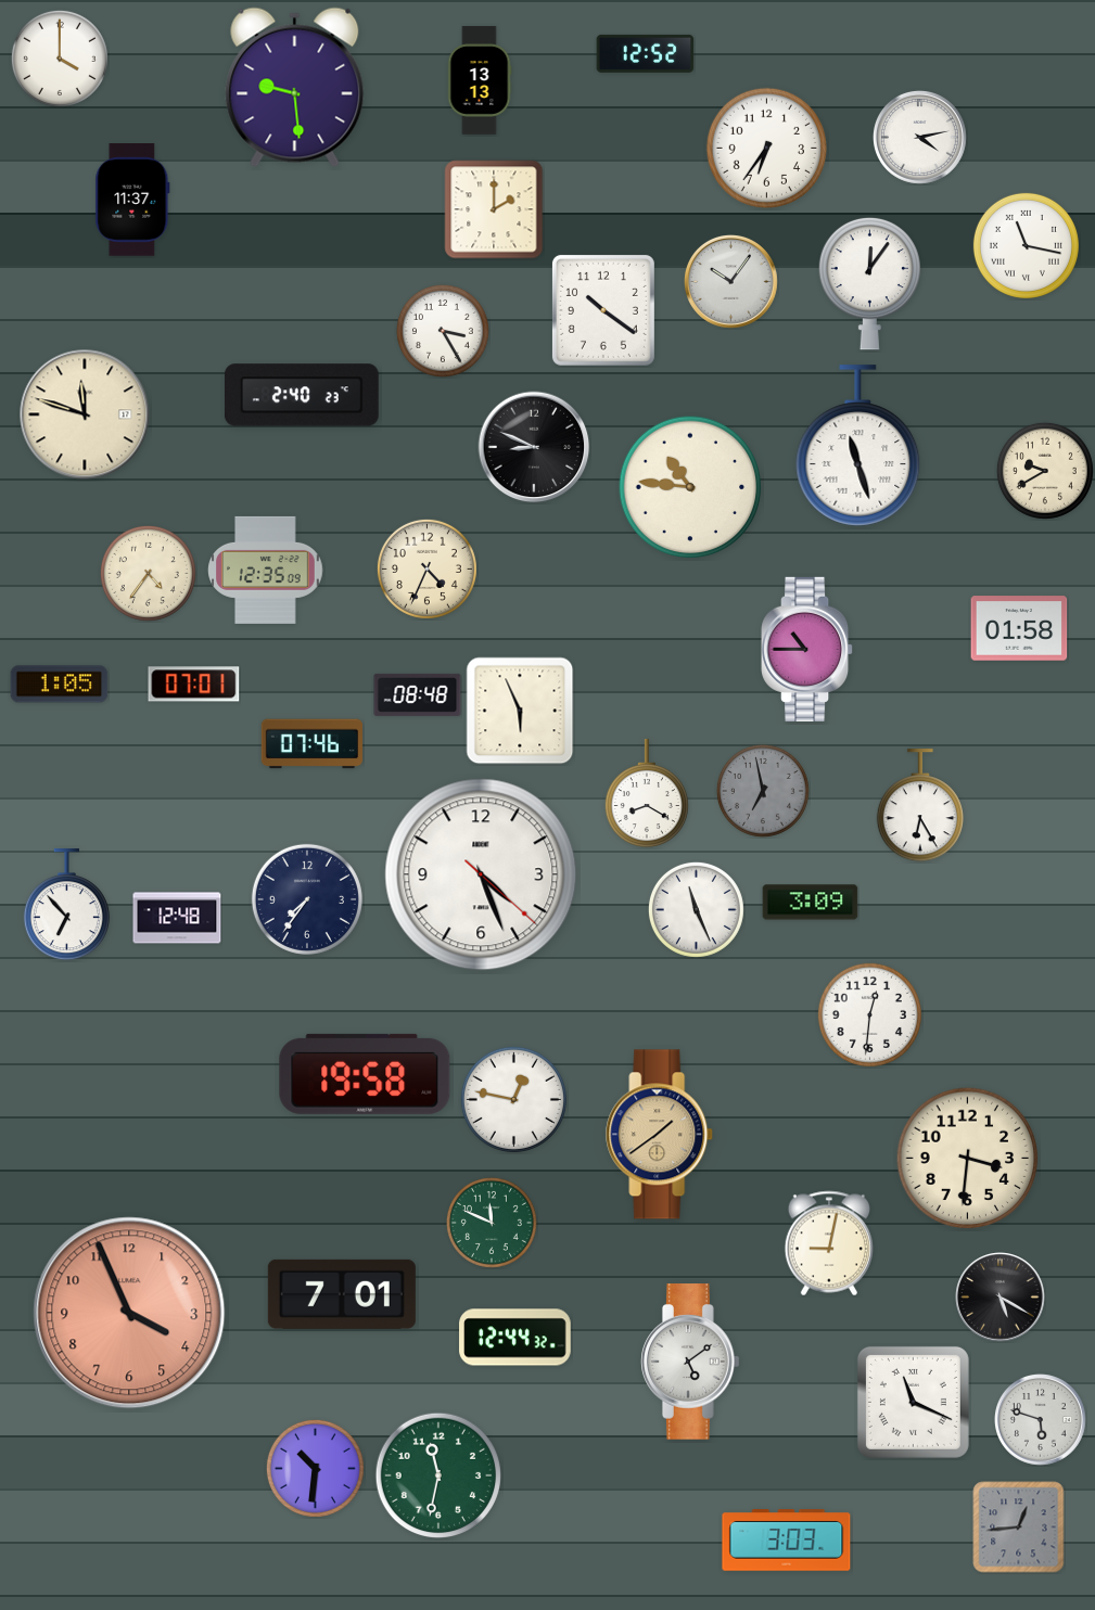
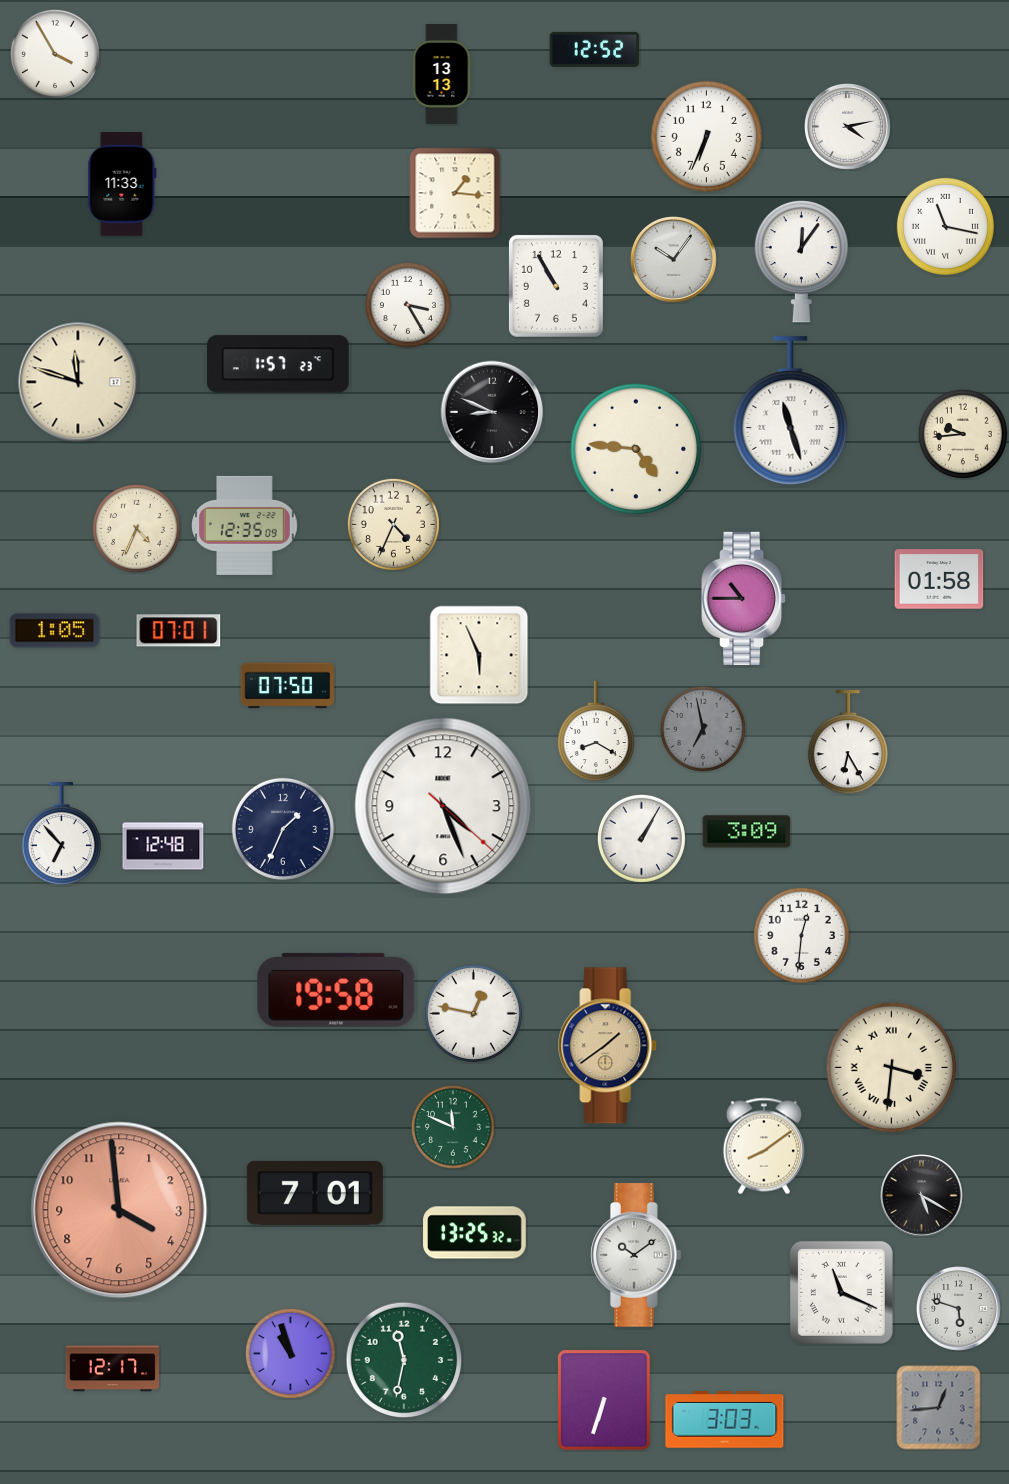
clock at (60, 59): 4:00 -> 3:55
clock at (295, 88): 9:29 -> none
clock at (766, 148): 6:36 -> 6:34
clock at (132, 200): 11:37 -> 11:33
clock at (494, 209): 2:00 -> 1:16
clock at (603, 310): 10:21 -> 10:55
clock at (302, 395): 2:40 -> 1:57
clock at (1045, 471): 9:40 -> 9:44
clock at (690, 487): 10:46 -> 4:46
clock at (148, 573): 4:36 -> 4:34
clock at (418, 694): 08:48 -> none
clock at (313, 744): 07:46 -> 07:50
clock at (307, 899): 7:36 -> 1:34
clock at (696, 909): 11:26 -> 1:05
clock at (968, 1159) numerals: Arabic -> Roman
clock at (828, 1243): 9:02 -> 8:09
clock at (129, 1313): 3:56 -> 3:59
clock at (515, 1338): 12:44 -> 13:25
clock at (691, 1362): 5:09 -> 10:09
clock at (315, 1468): 10:31 -> 10:57
clock at (113, 1369): none -> 12:17
clock at (604, 1400): none -> 6:33
